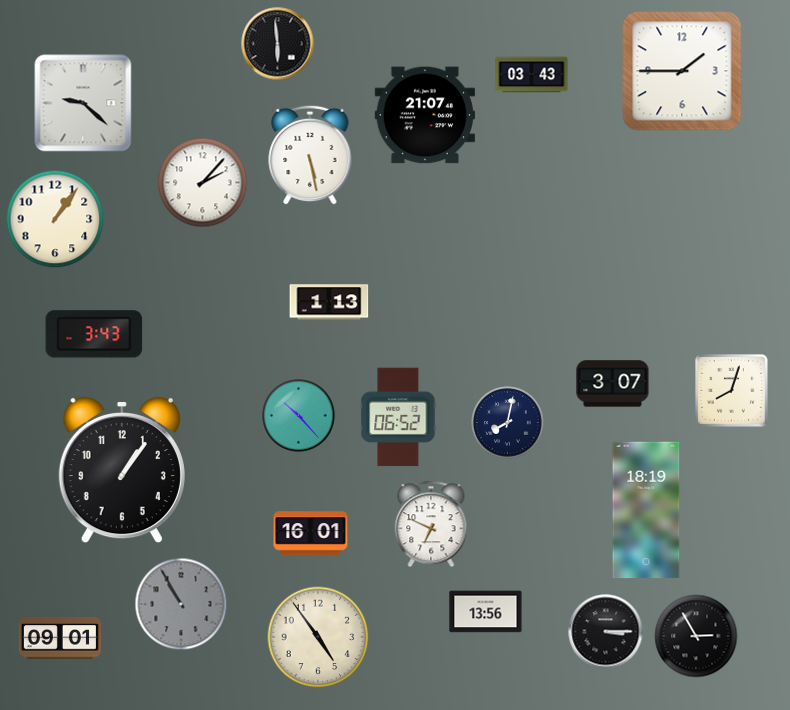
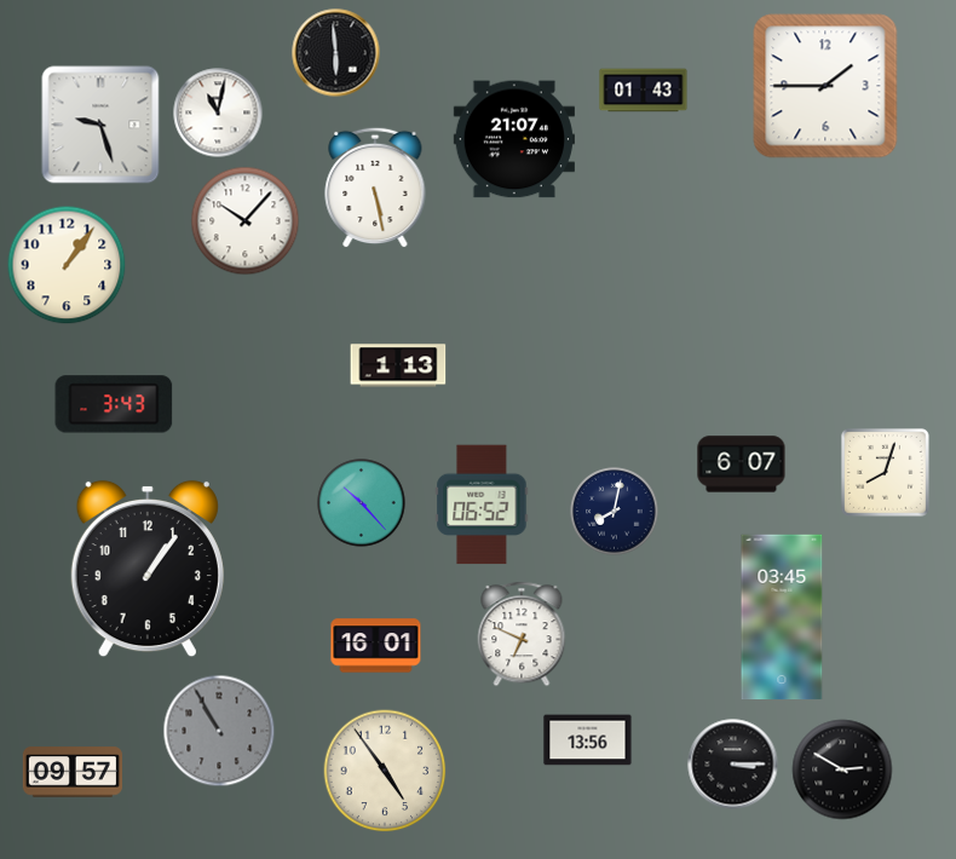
clock at (532, 75): 03:43 -> 01:43
clock at (218, 113): none -> 11:02
clock at (83, 103): 9:22 -> 9:27
clock at (203, 183): 2:07 -> 10:07
clock at (613, 384): 3:07 -> 6:07
clock at (646, 510): 18:19 -> 03:45
clock at (696, 636): 2:55 -> 2:50
clock at (60, 638): 09:01 -> 09:57
